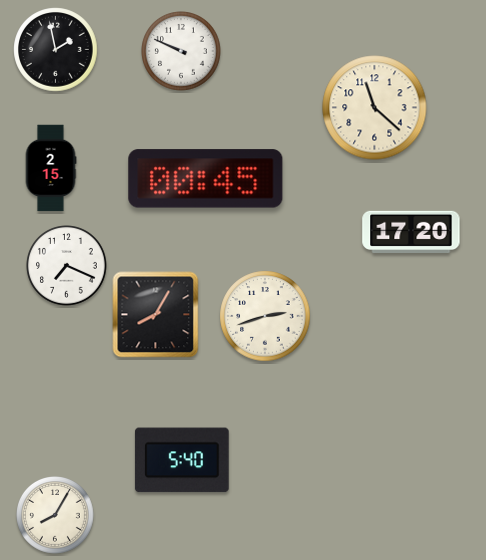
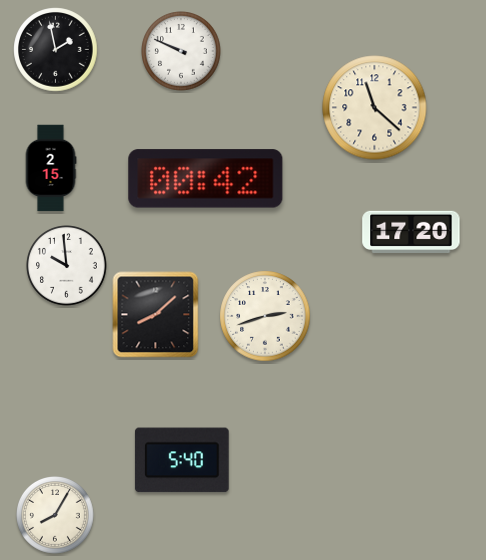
clock at (206, 179): 00:45 -> 00:42
clock at (67, 266): 7:19 -> 9:59
clock at (156, 315): 8:05 -> 8:08
